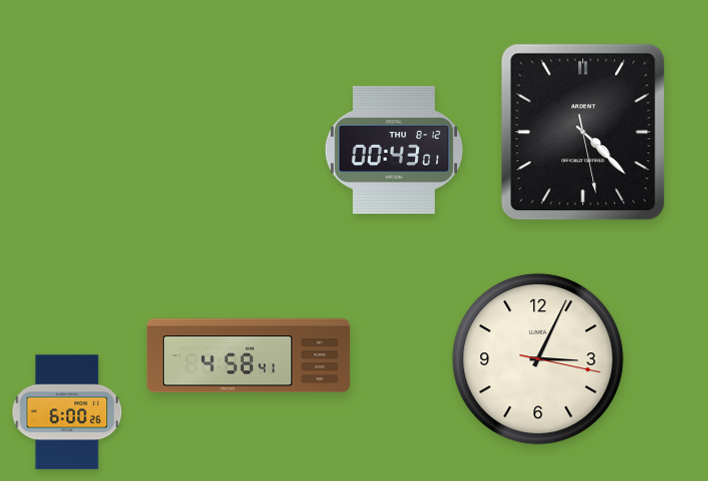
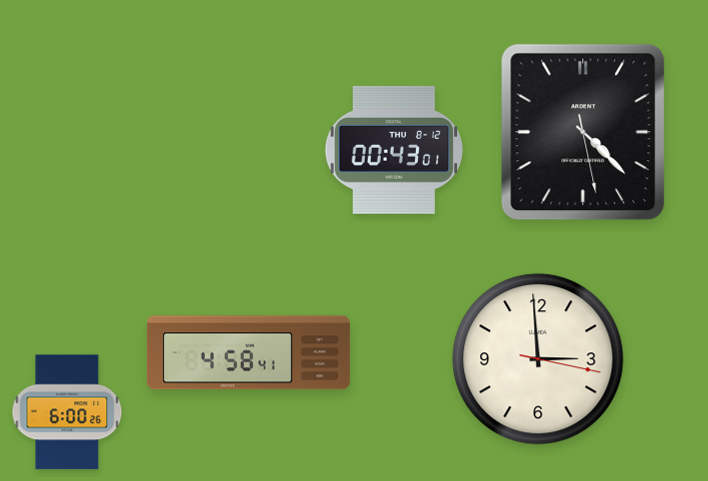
clock at (248, 356) position: (248, 356) -> (248, 353)
clock at (538, 359): 3:04 -> 2:59
